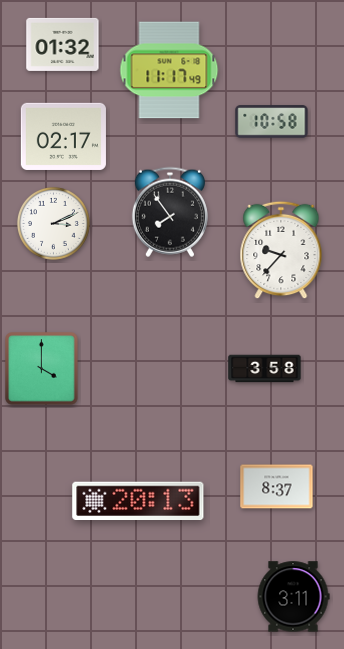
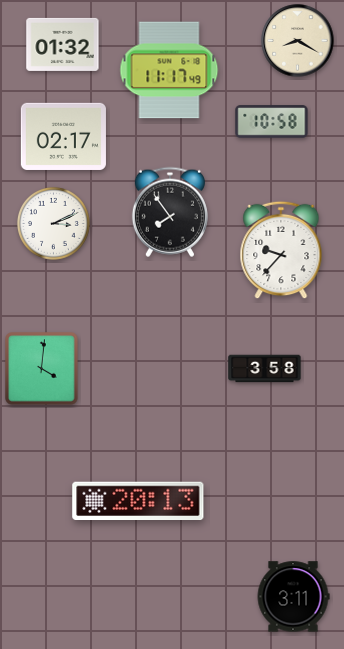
clock at (298, 41): none -> 8:20
clock at (42, 369): 4:00 -> 4:01
clock at (277, 487): 8:37 -> none
